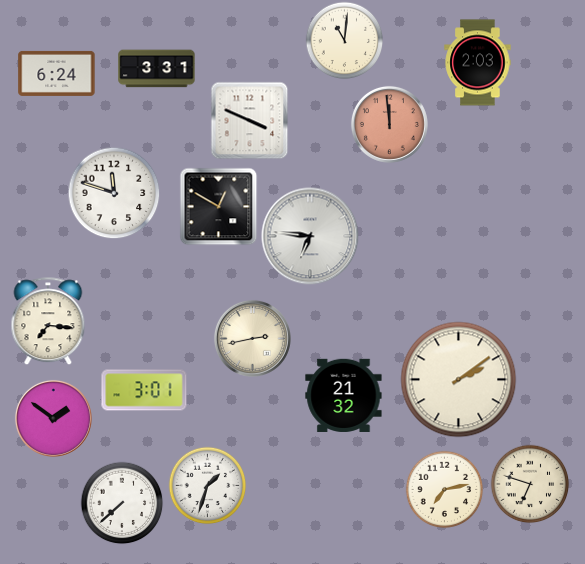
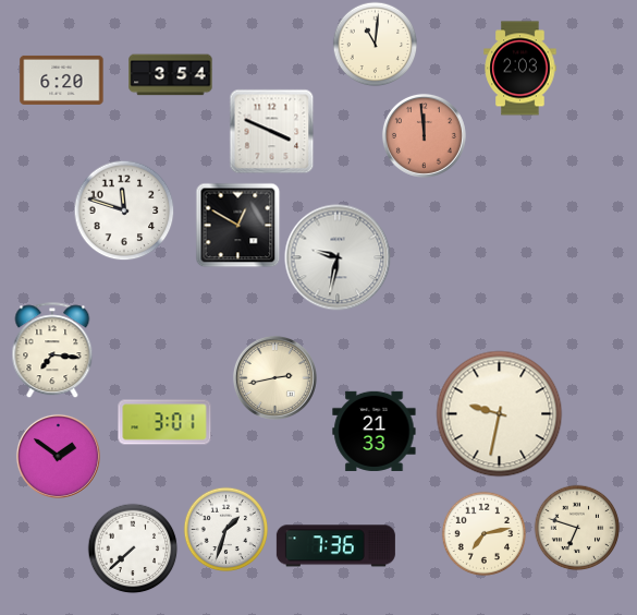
clock at (157, 69): 3:31 -> 3:54
clock at (57, 73): 6:24 -> 6:20
clock at (310, 236): 6:46 -> 9:32
clock at (252, 338) position: (252, 338) -> (274, 377)
clock at (459, 380): 2:09 -> 9:32
clock at (144, 390) position: (144, 390) -> (164, 422)
clock at (344, 395): 21:32 -> 21:33
clock at (335, 546): none -> 7:36
